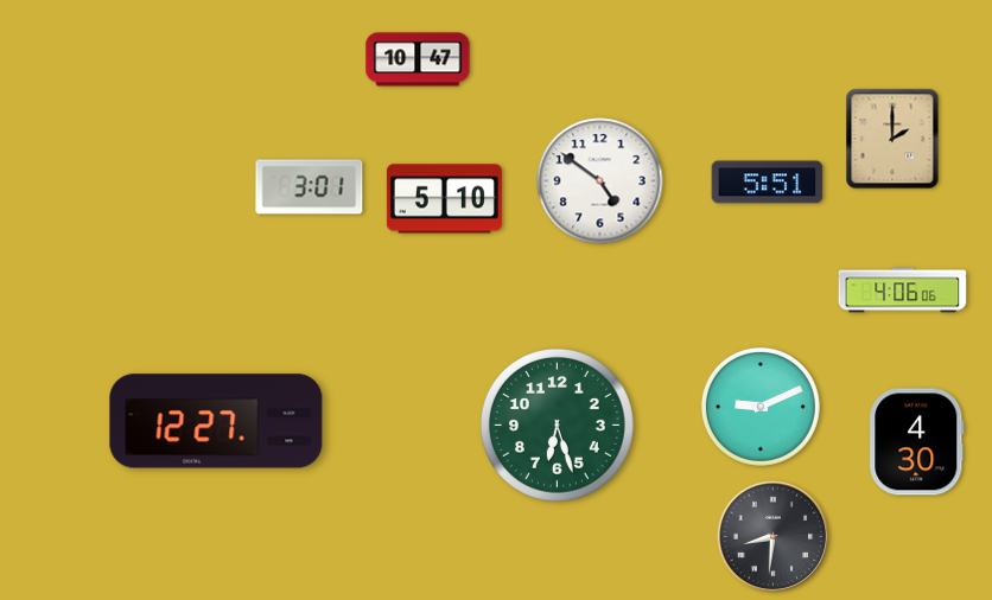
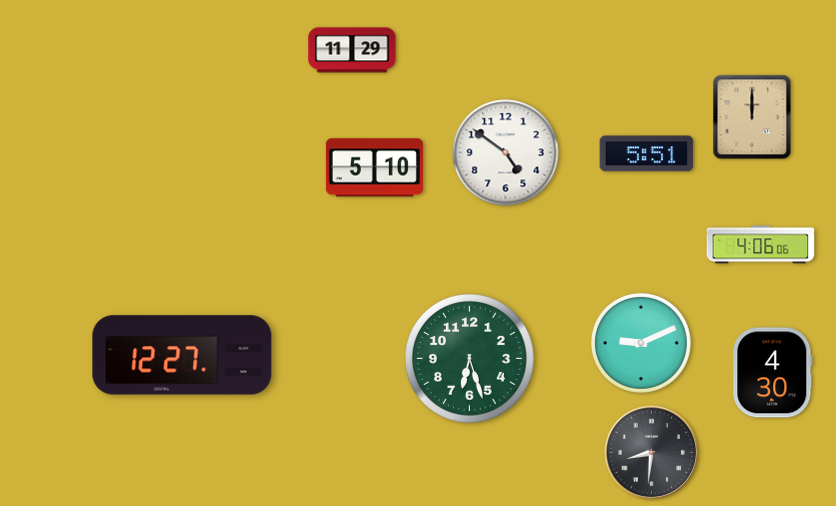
clock at (418, 59): 10:47 -> 11:29
clock at (892, 139): 2:00 -> 12:00
clock at (310, 187): 3:01 -> none
